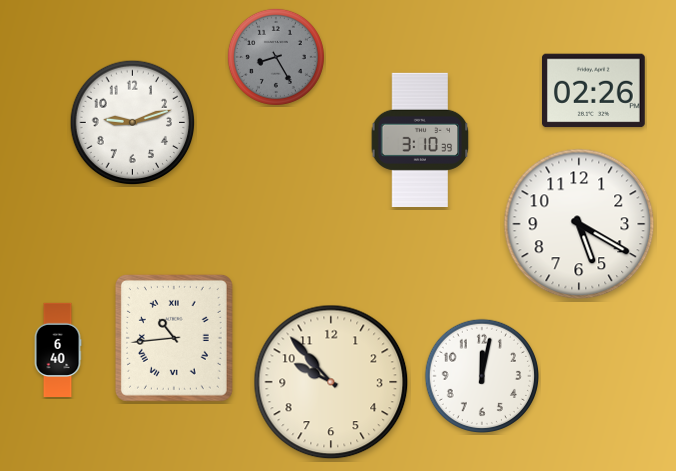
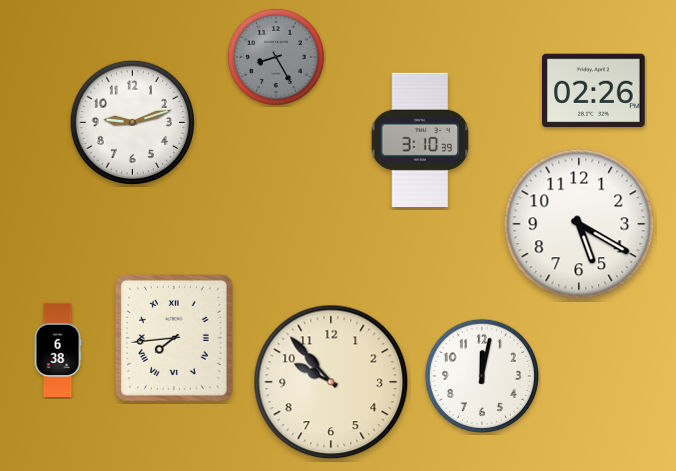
clock at (174, 338): 10:44 -> 7:44
clock at (58, 349): 6:40 -> 6:38
